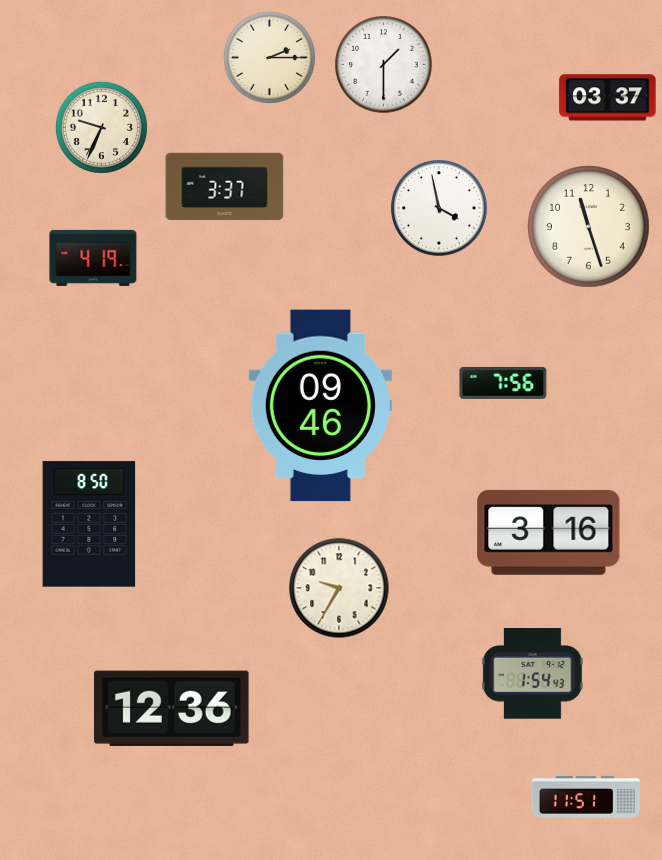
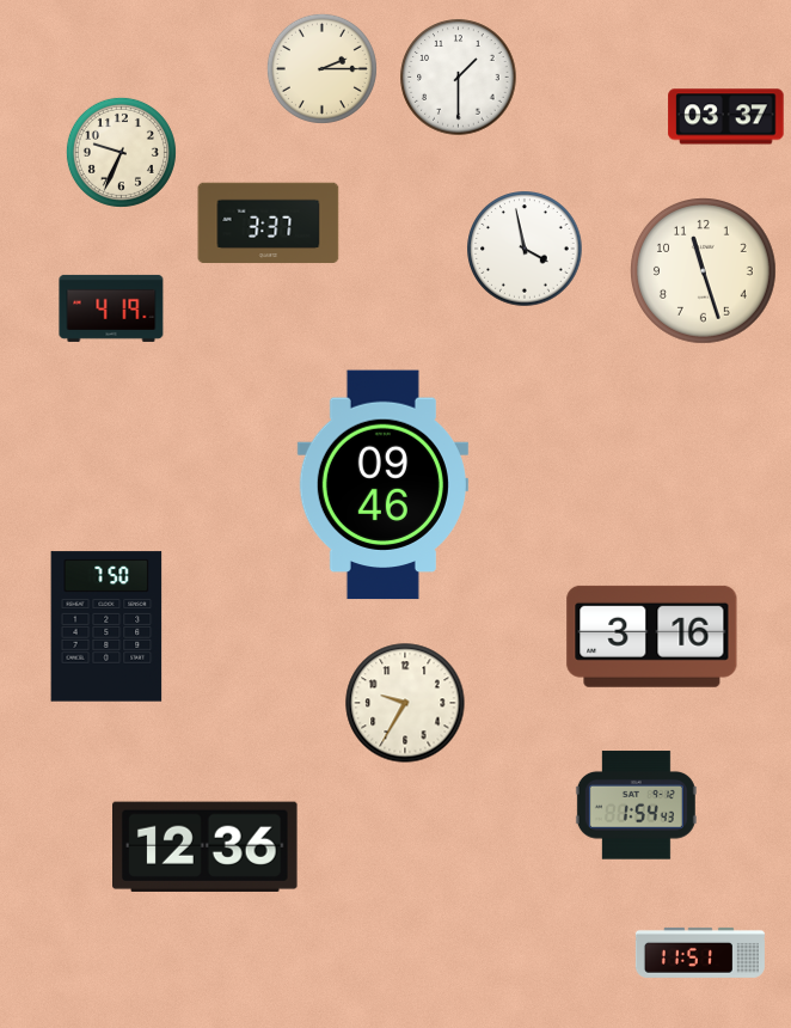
clock at (503, 383): 7:56 -> none
clock at (89, 524): 8:50 -> 7:50
clock at (549, 532) position: (549, 532) -> (652, 636)
